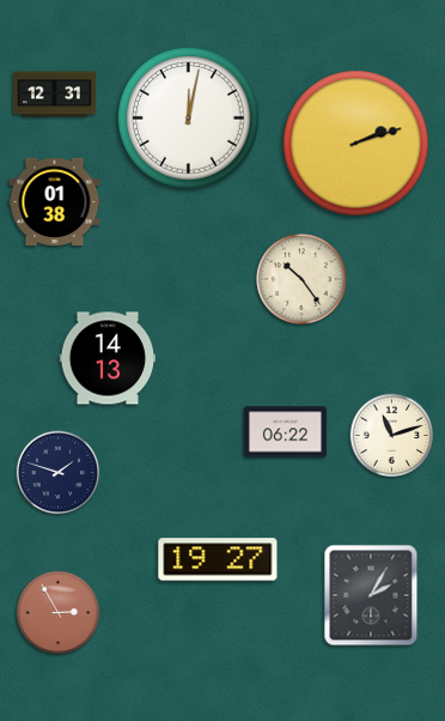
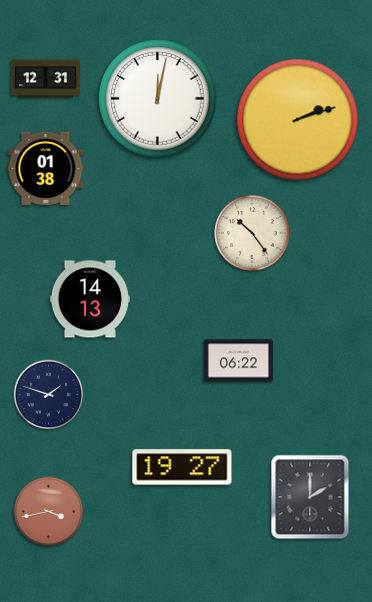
clock at (392, 436): 11:12 -> none
clock at (371, 595): 2:05 -> 2:00
clock at (59, 613): 2:55 -> 3:43
